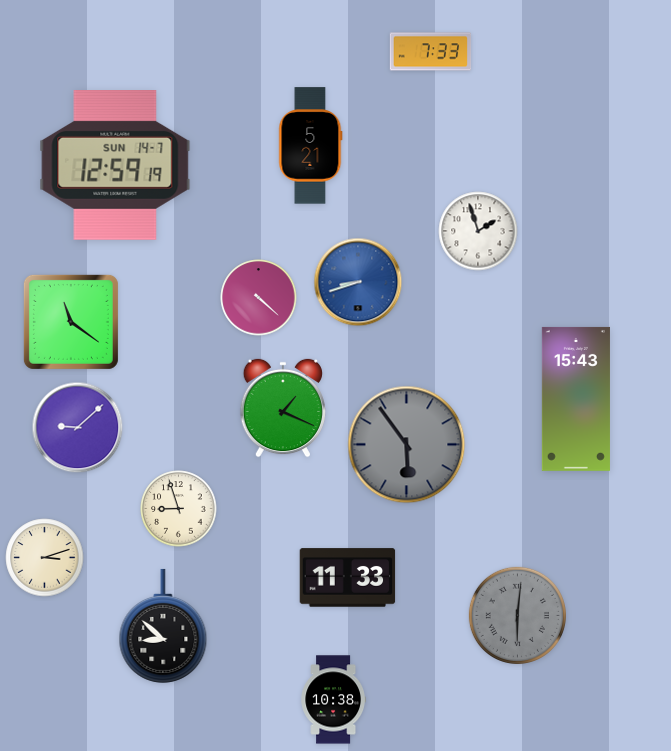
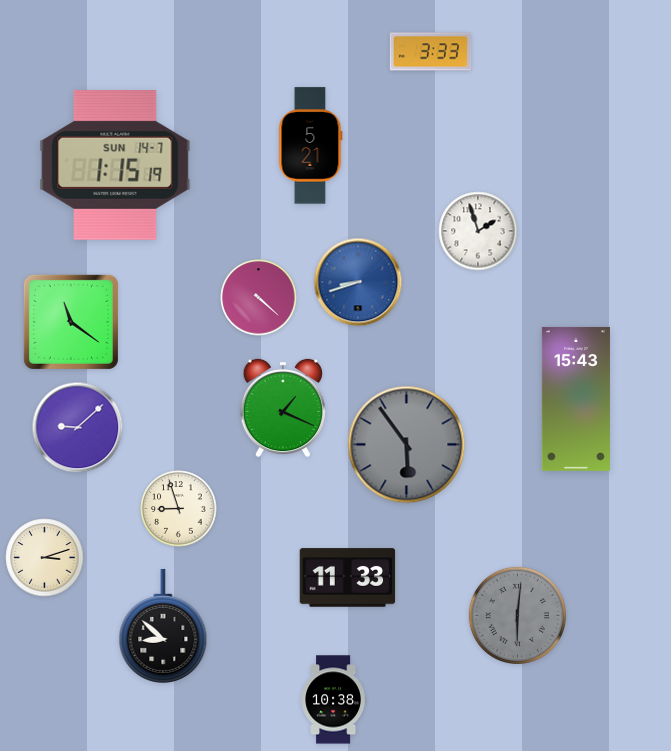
clock at (431, 52): 7:33 -> 3:33
clock at (115, 166): 12:59 -> 1:15
